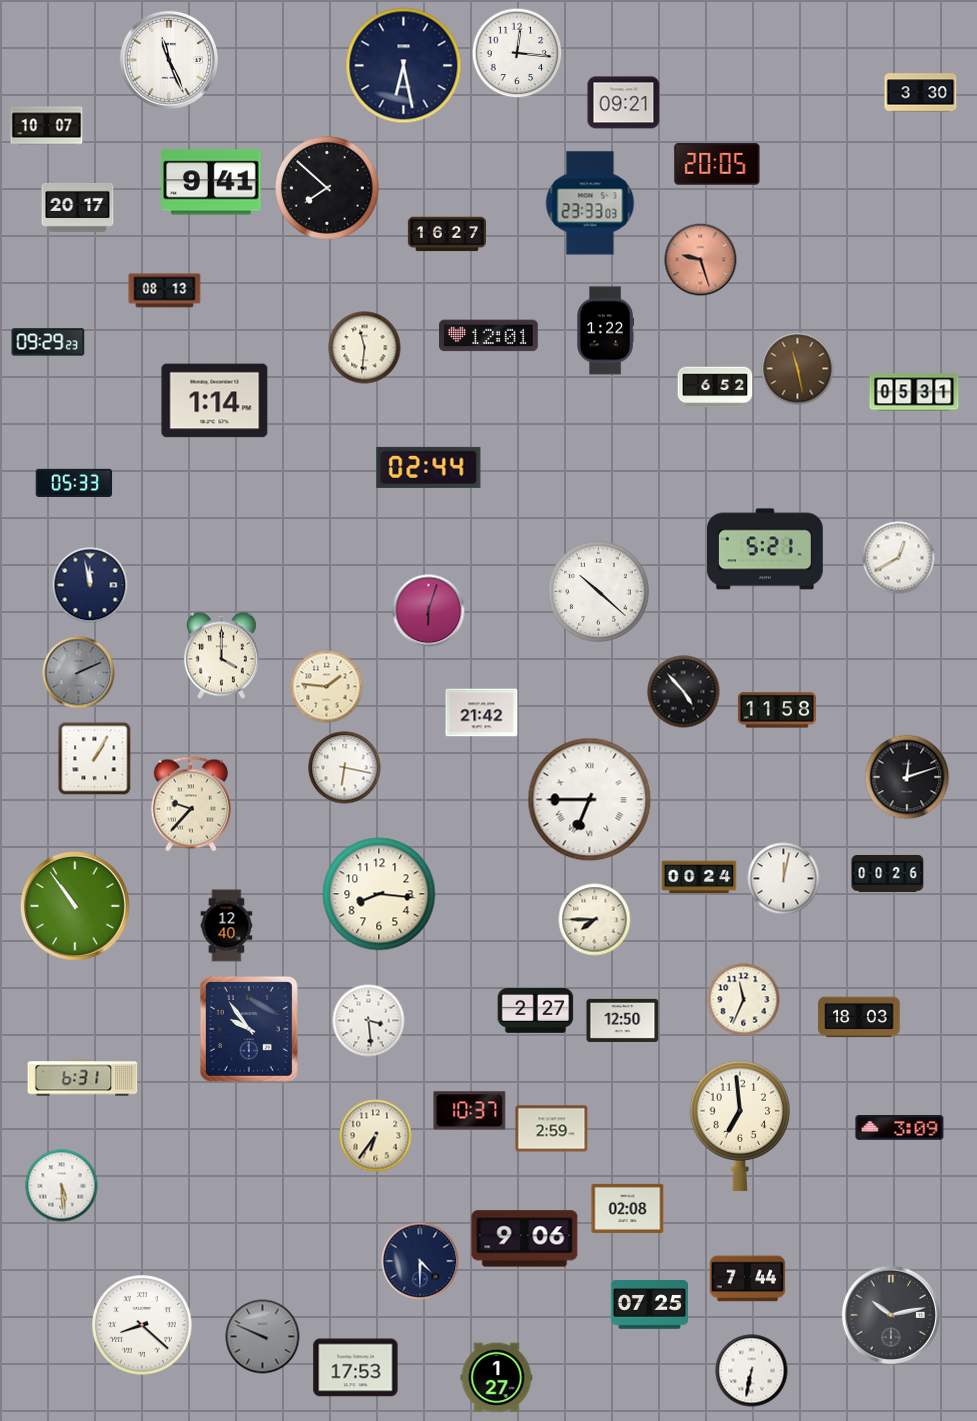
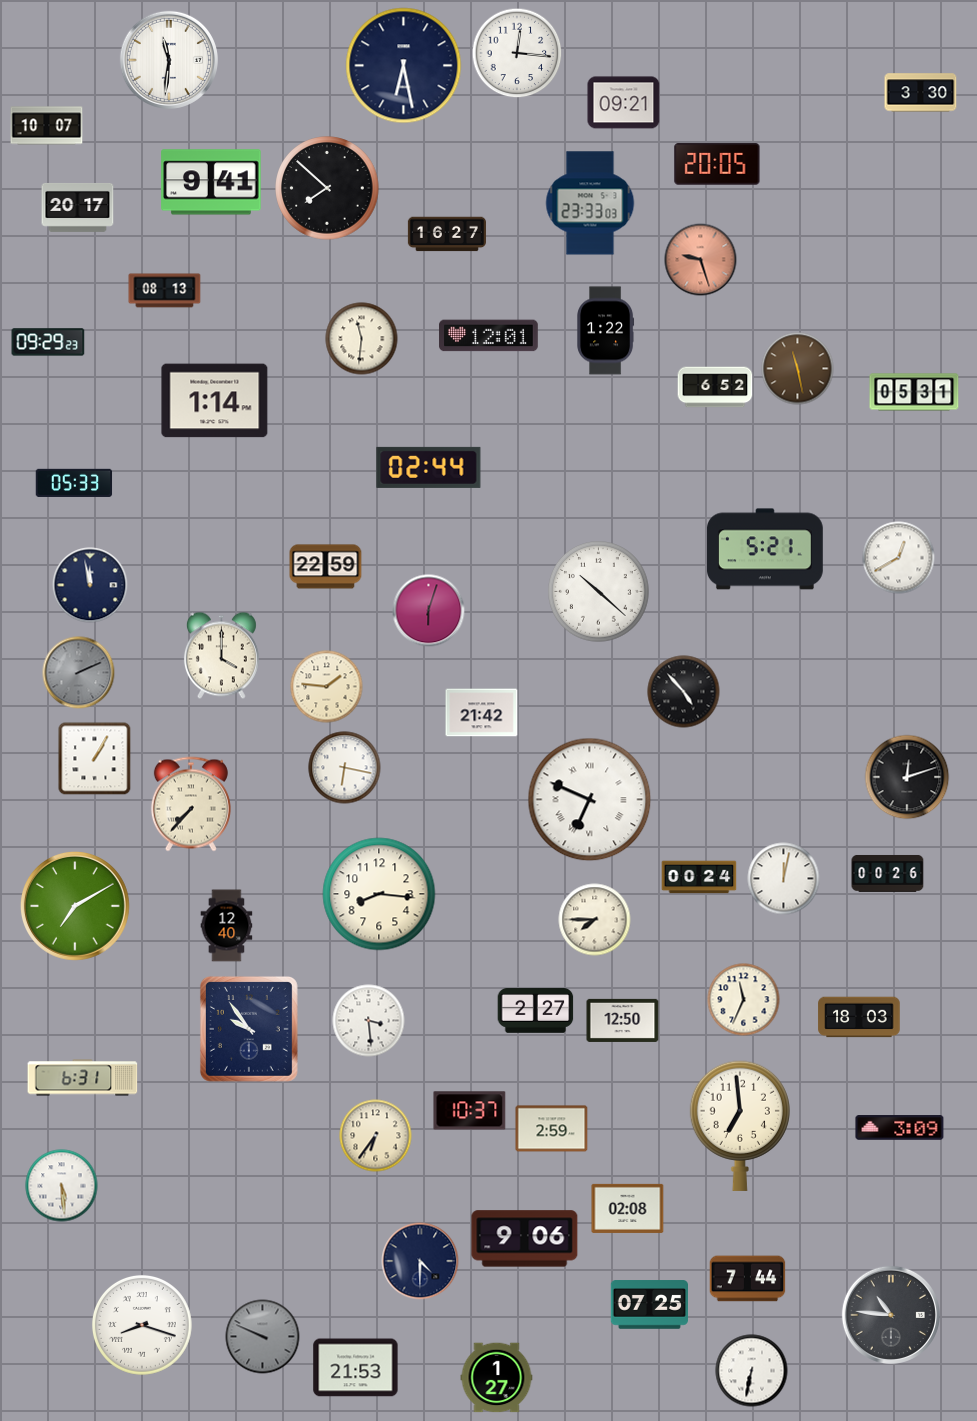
clock at (169, 60): 11:26 -> 11:31
clock at (365, 348) position: (365, 348) -> (362, 339)
clock at (326, 567): none -> 22:59
clock at (777, 710): 11:58 -> none
clock at (590, 800): 6:45 -> 6:49
clock at (191, 804): 9:37 -> 7:37
clock at (75, 906): 10:54 -> 7:10
clock at (891, 1315): 10:13 -> 10:46
clock at (142, 1325): 8:22 -> 8:18
clock at (356, 1368): 17:53 -> 21:53
